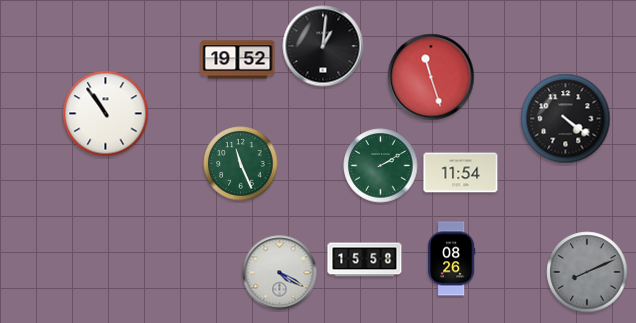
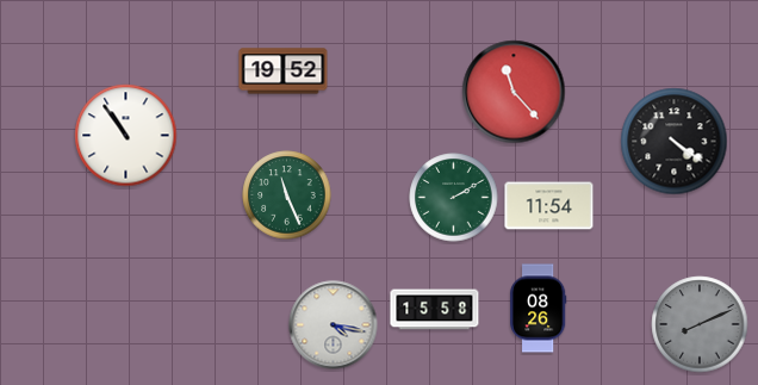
clock at (323, 46): 1:01 -> none
clock at (431, 77): 11:27 -> 11:23
clock at (280, 273): 4:20 -> 4:17
